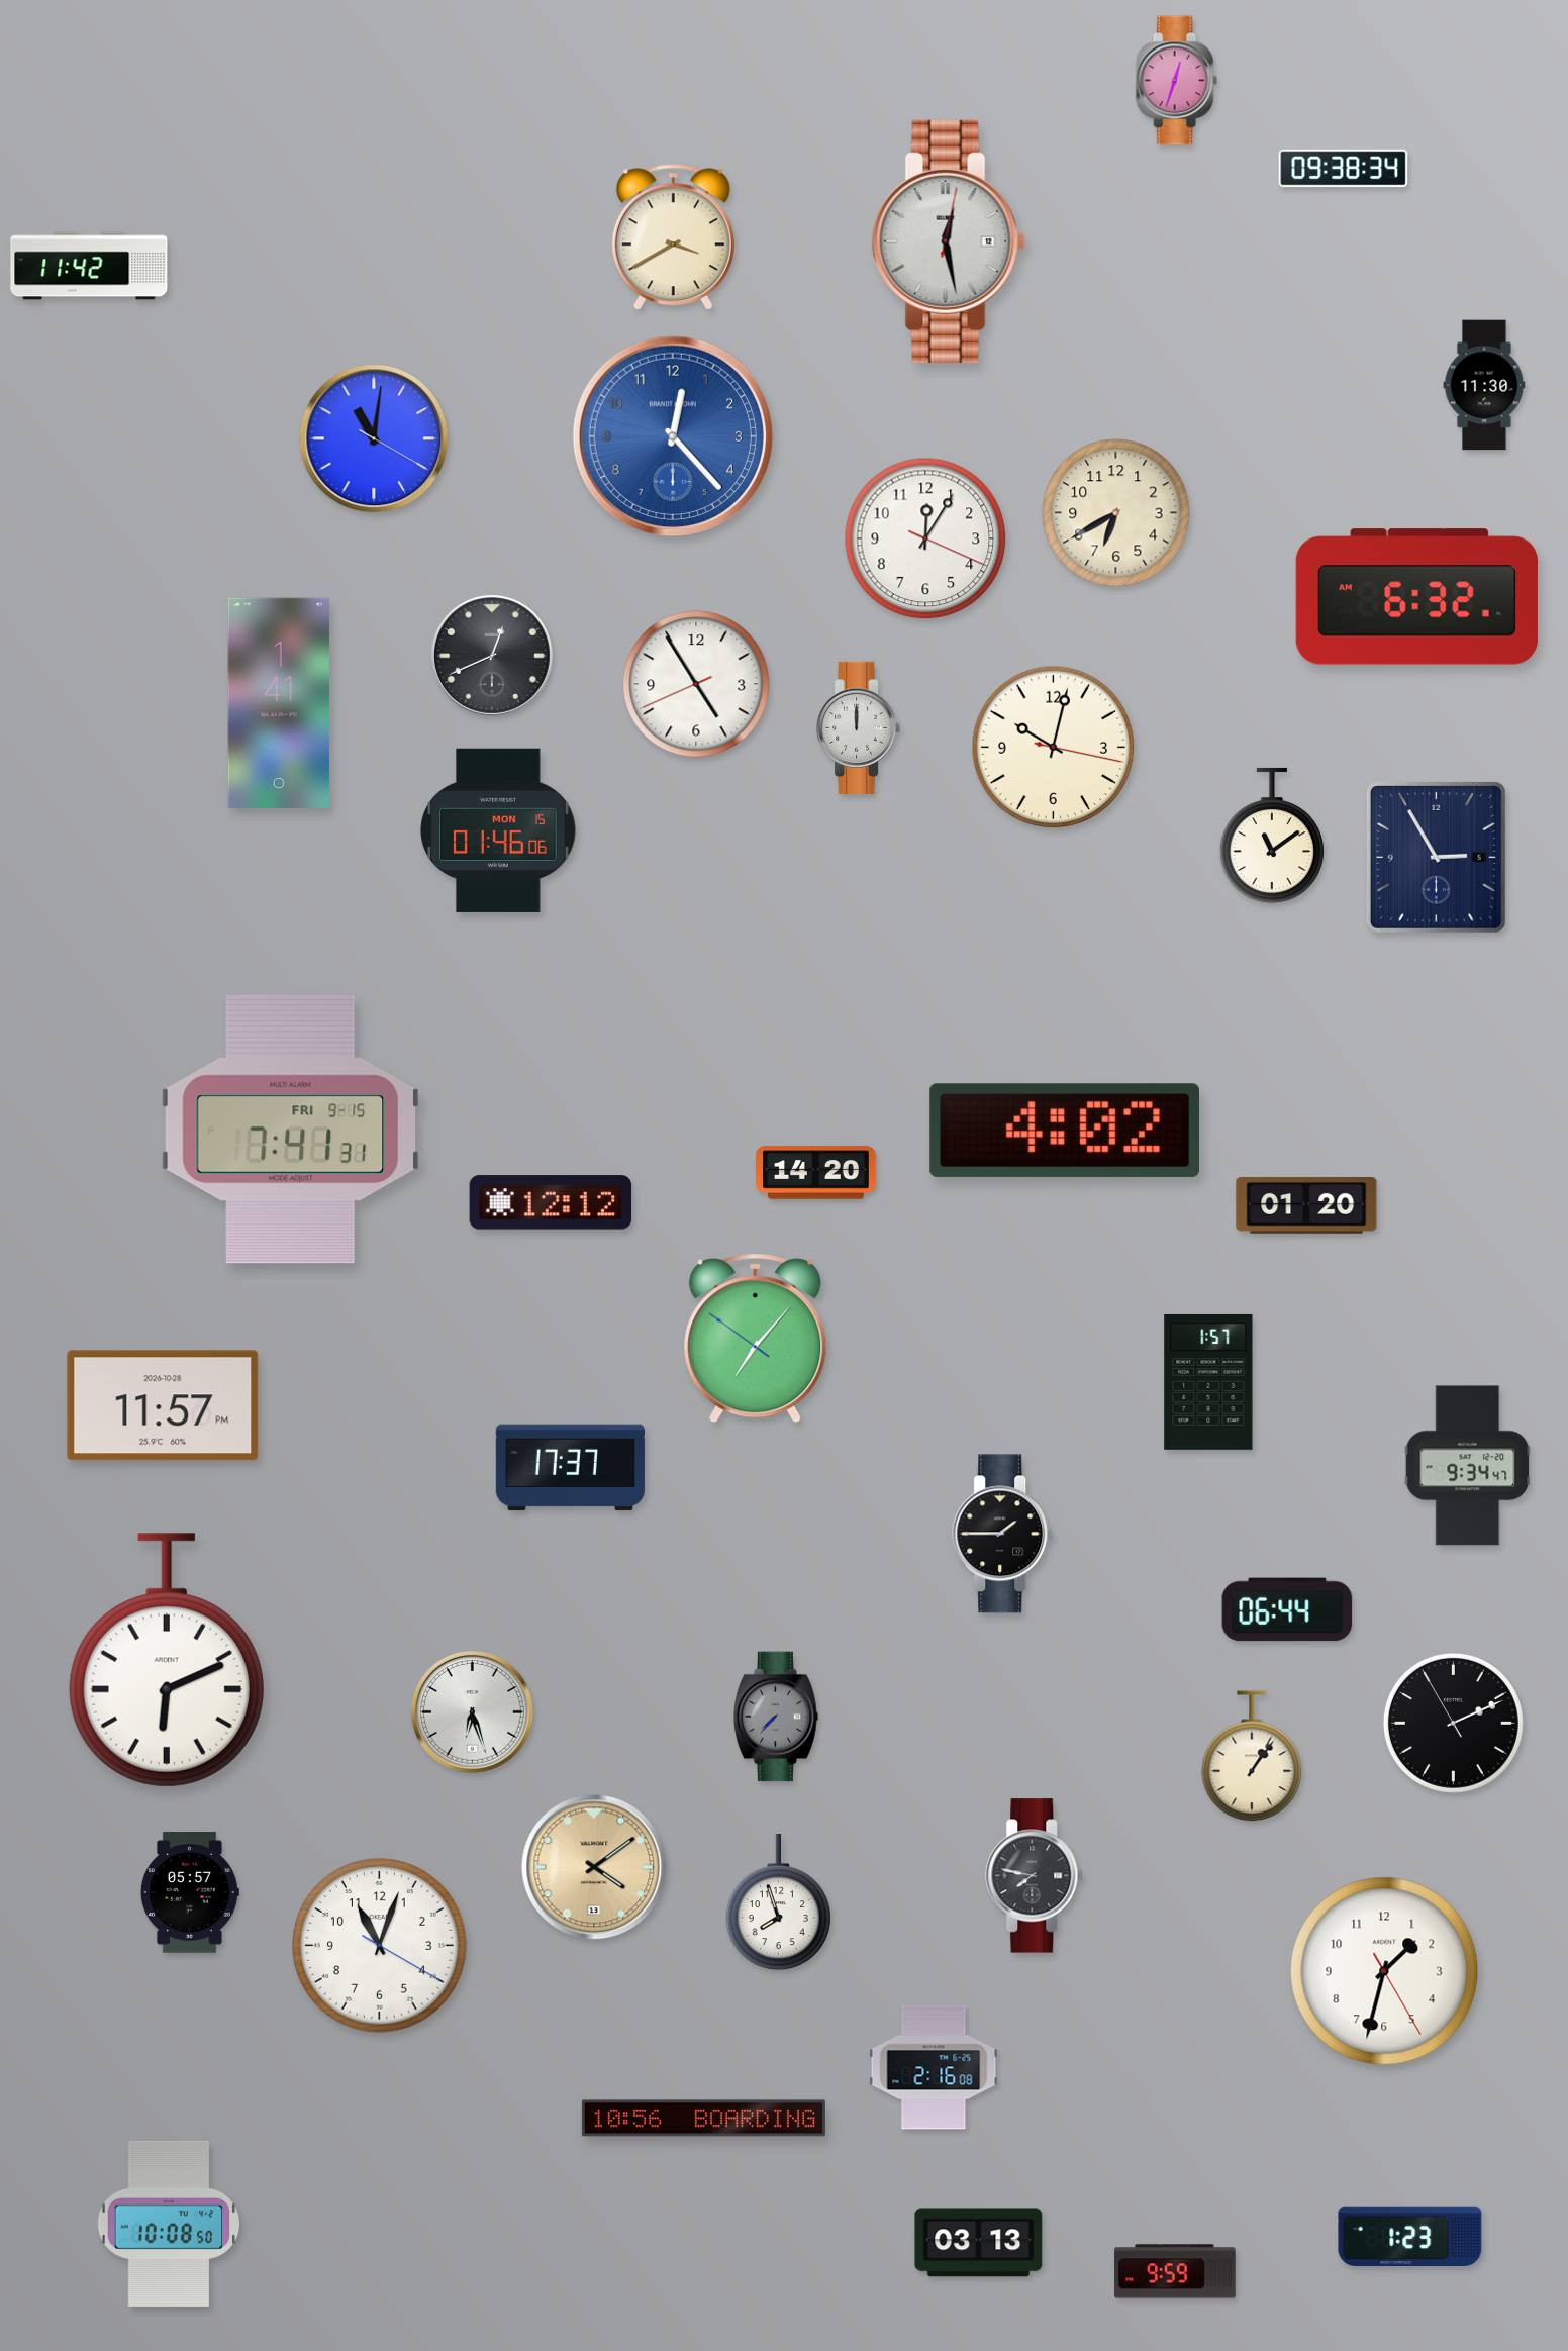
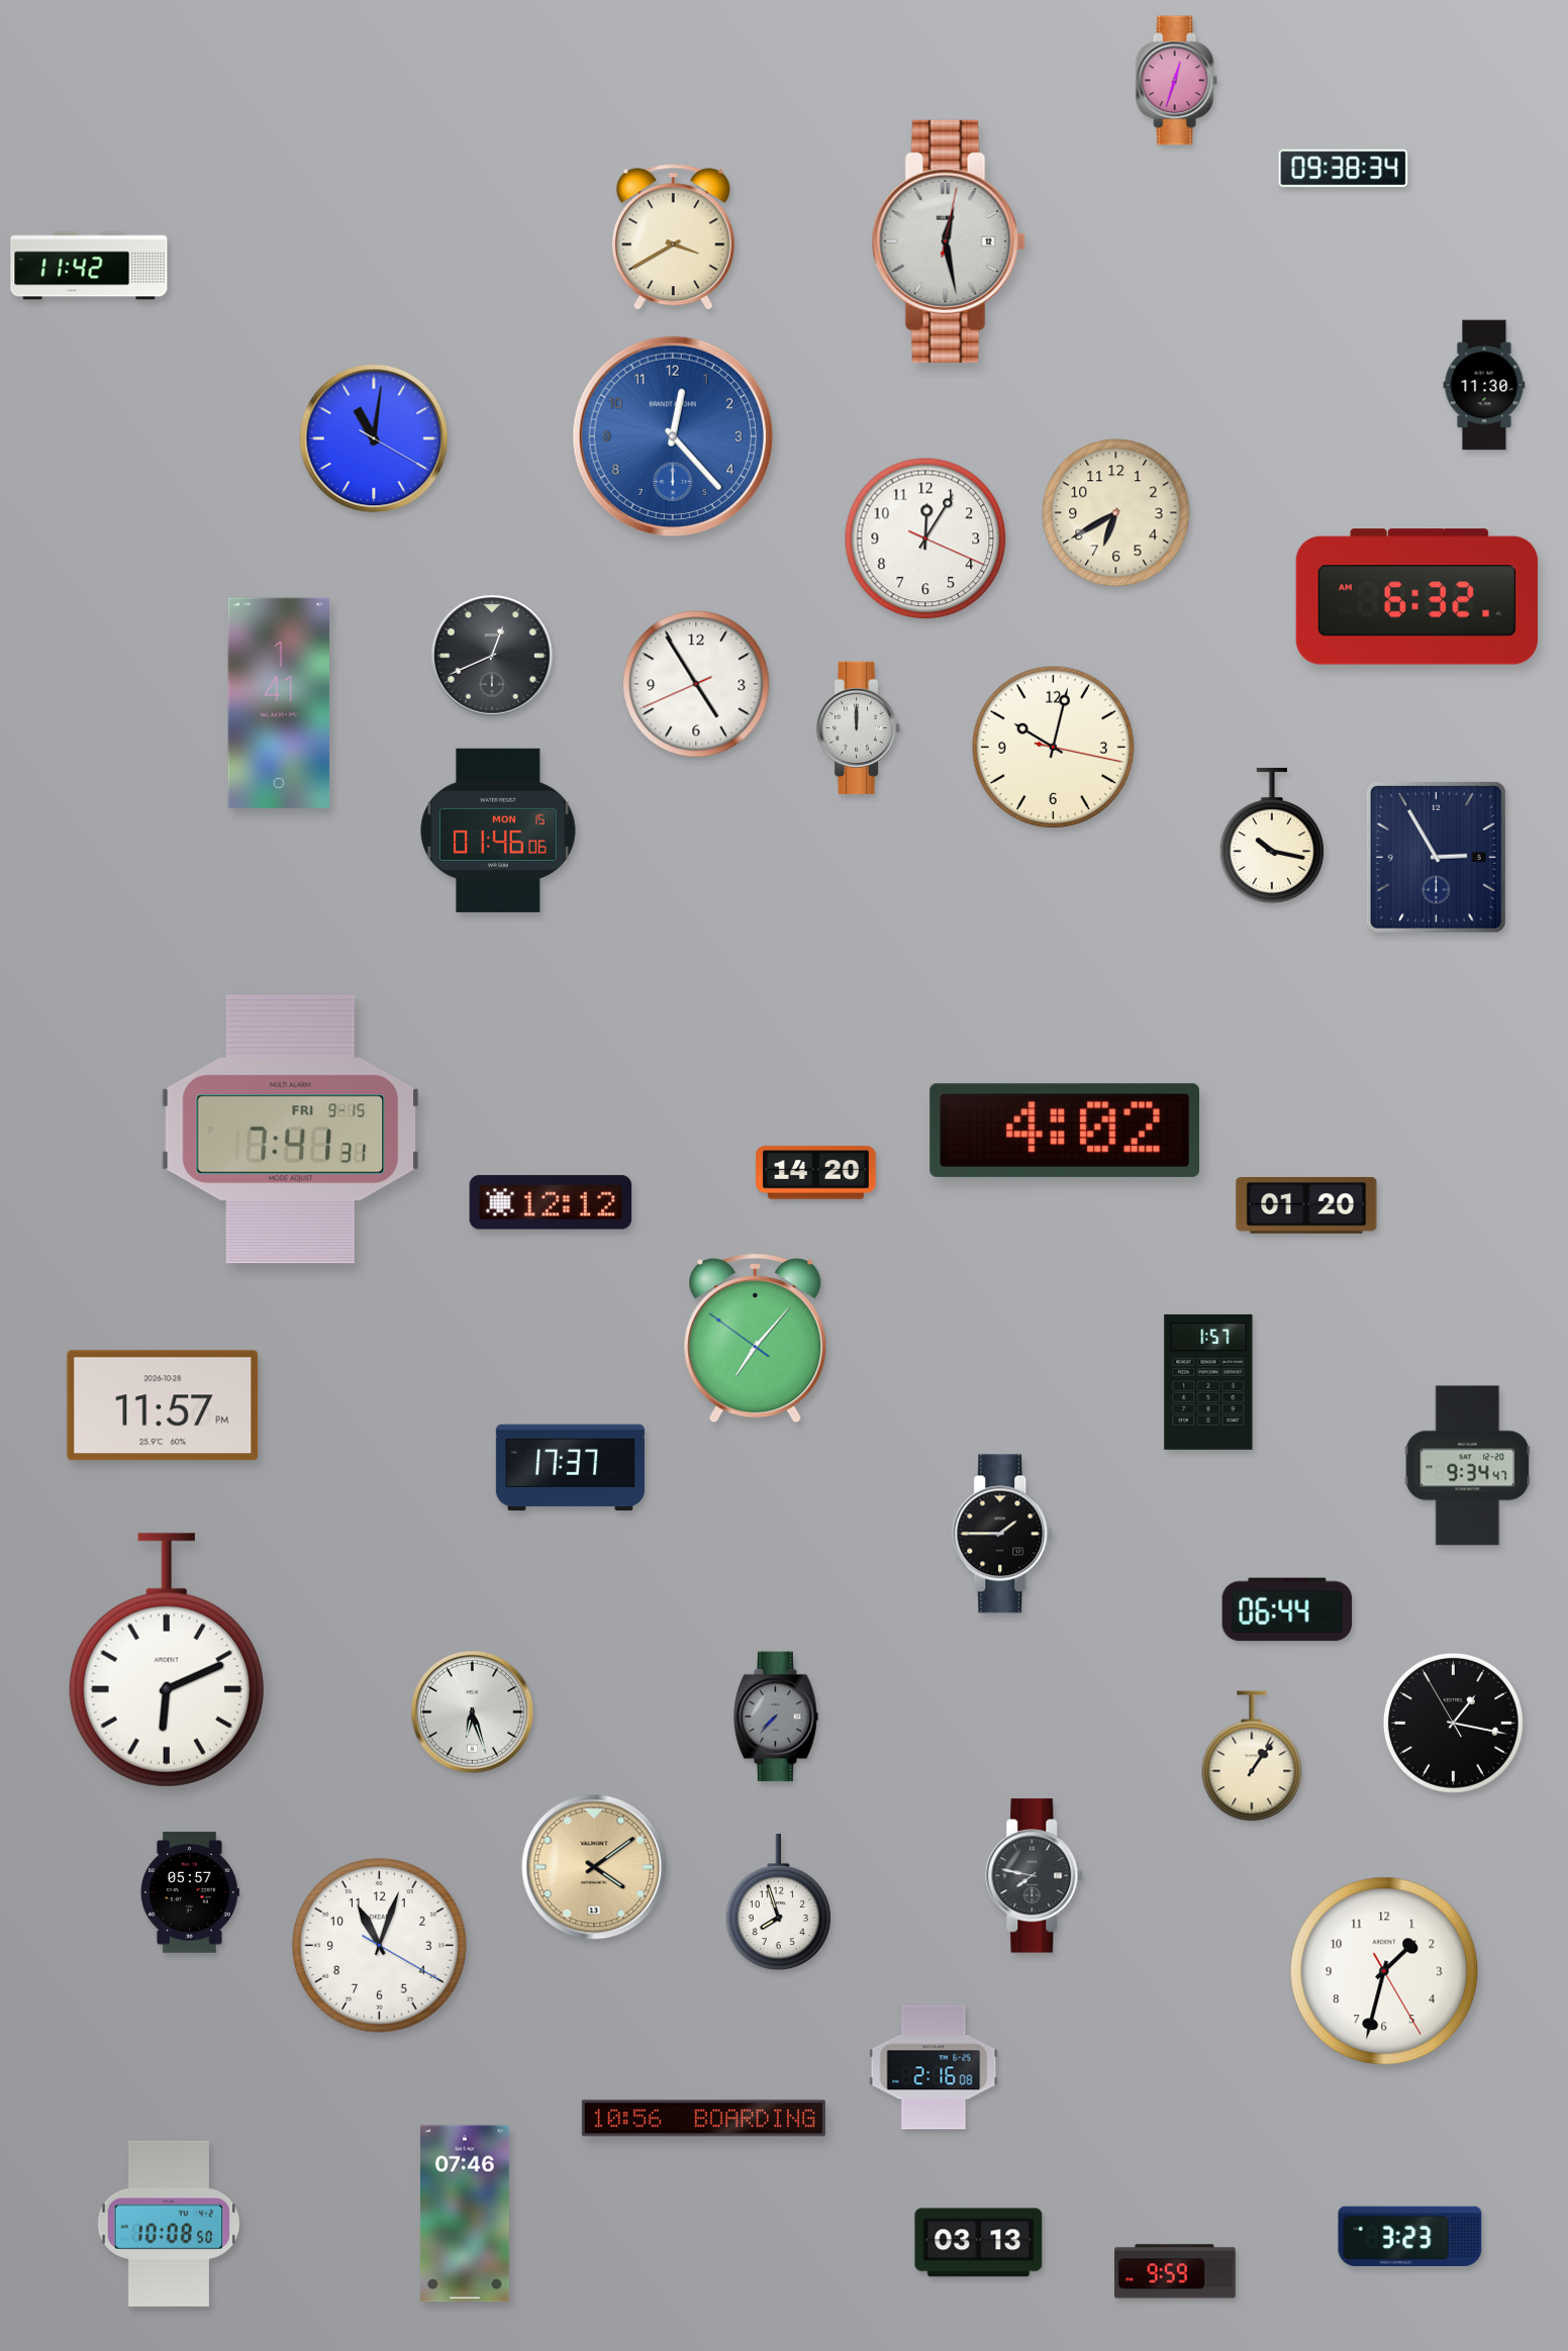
clock at (1272, 836): 11:09 -> 10:17
clock at (1453, 1723): 2:10 -> 1:16
clock at (466, 2214): none -> 07:46
clock at (1410, 2237): 1:23 -> 3:23
